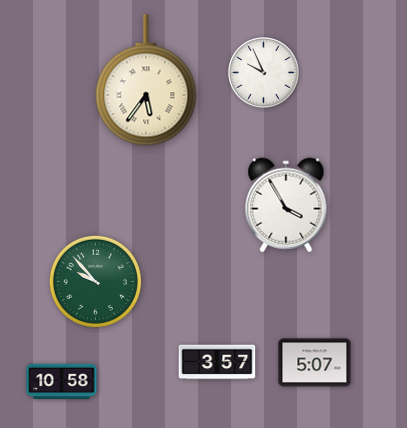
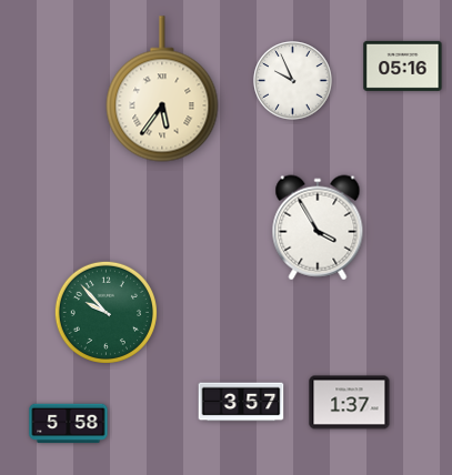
clock at (403, 65): none -> 05:16
clock at (315, 363): 5:07 -> 1:37
clock at (62, 382): 10:58 -> 5:58
